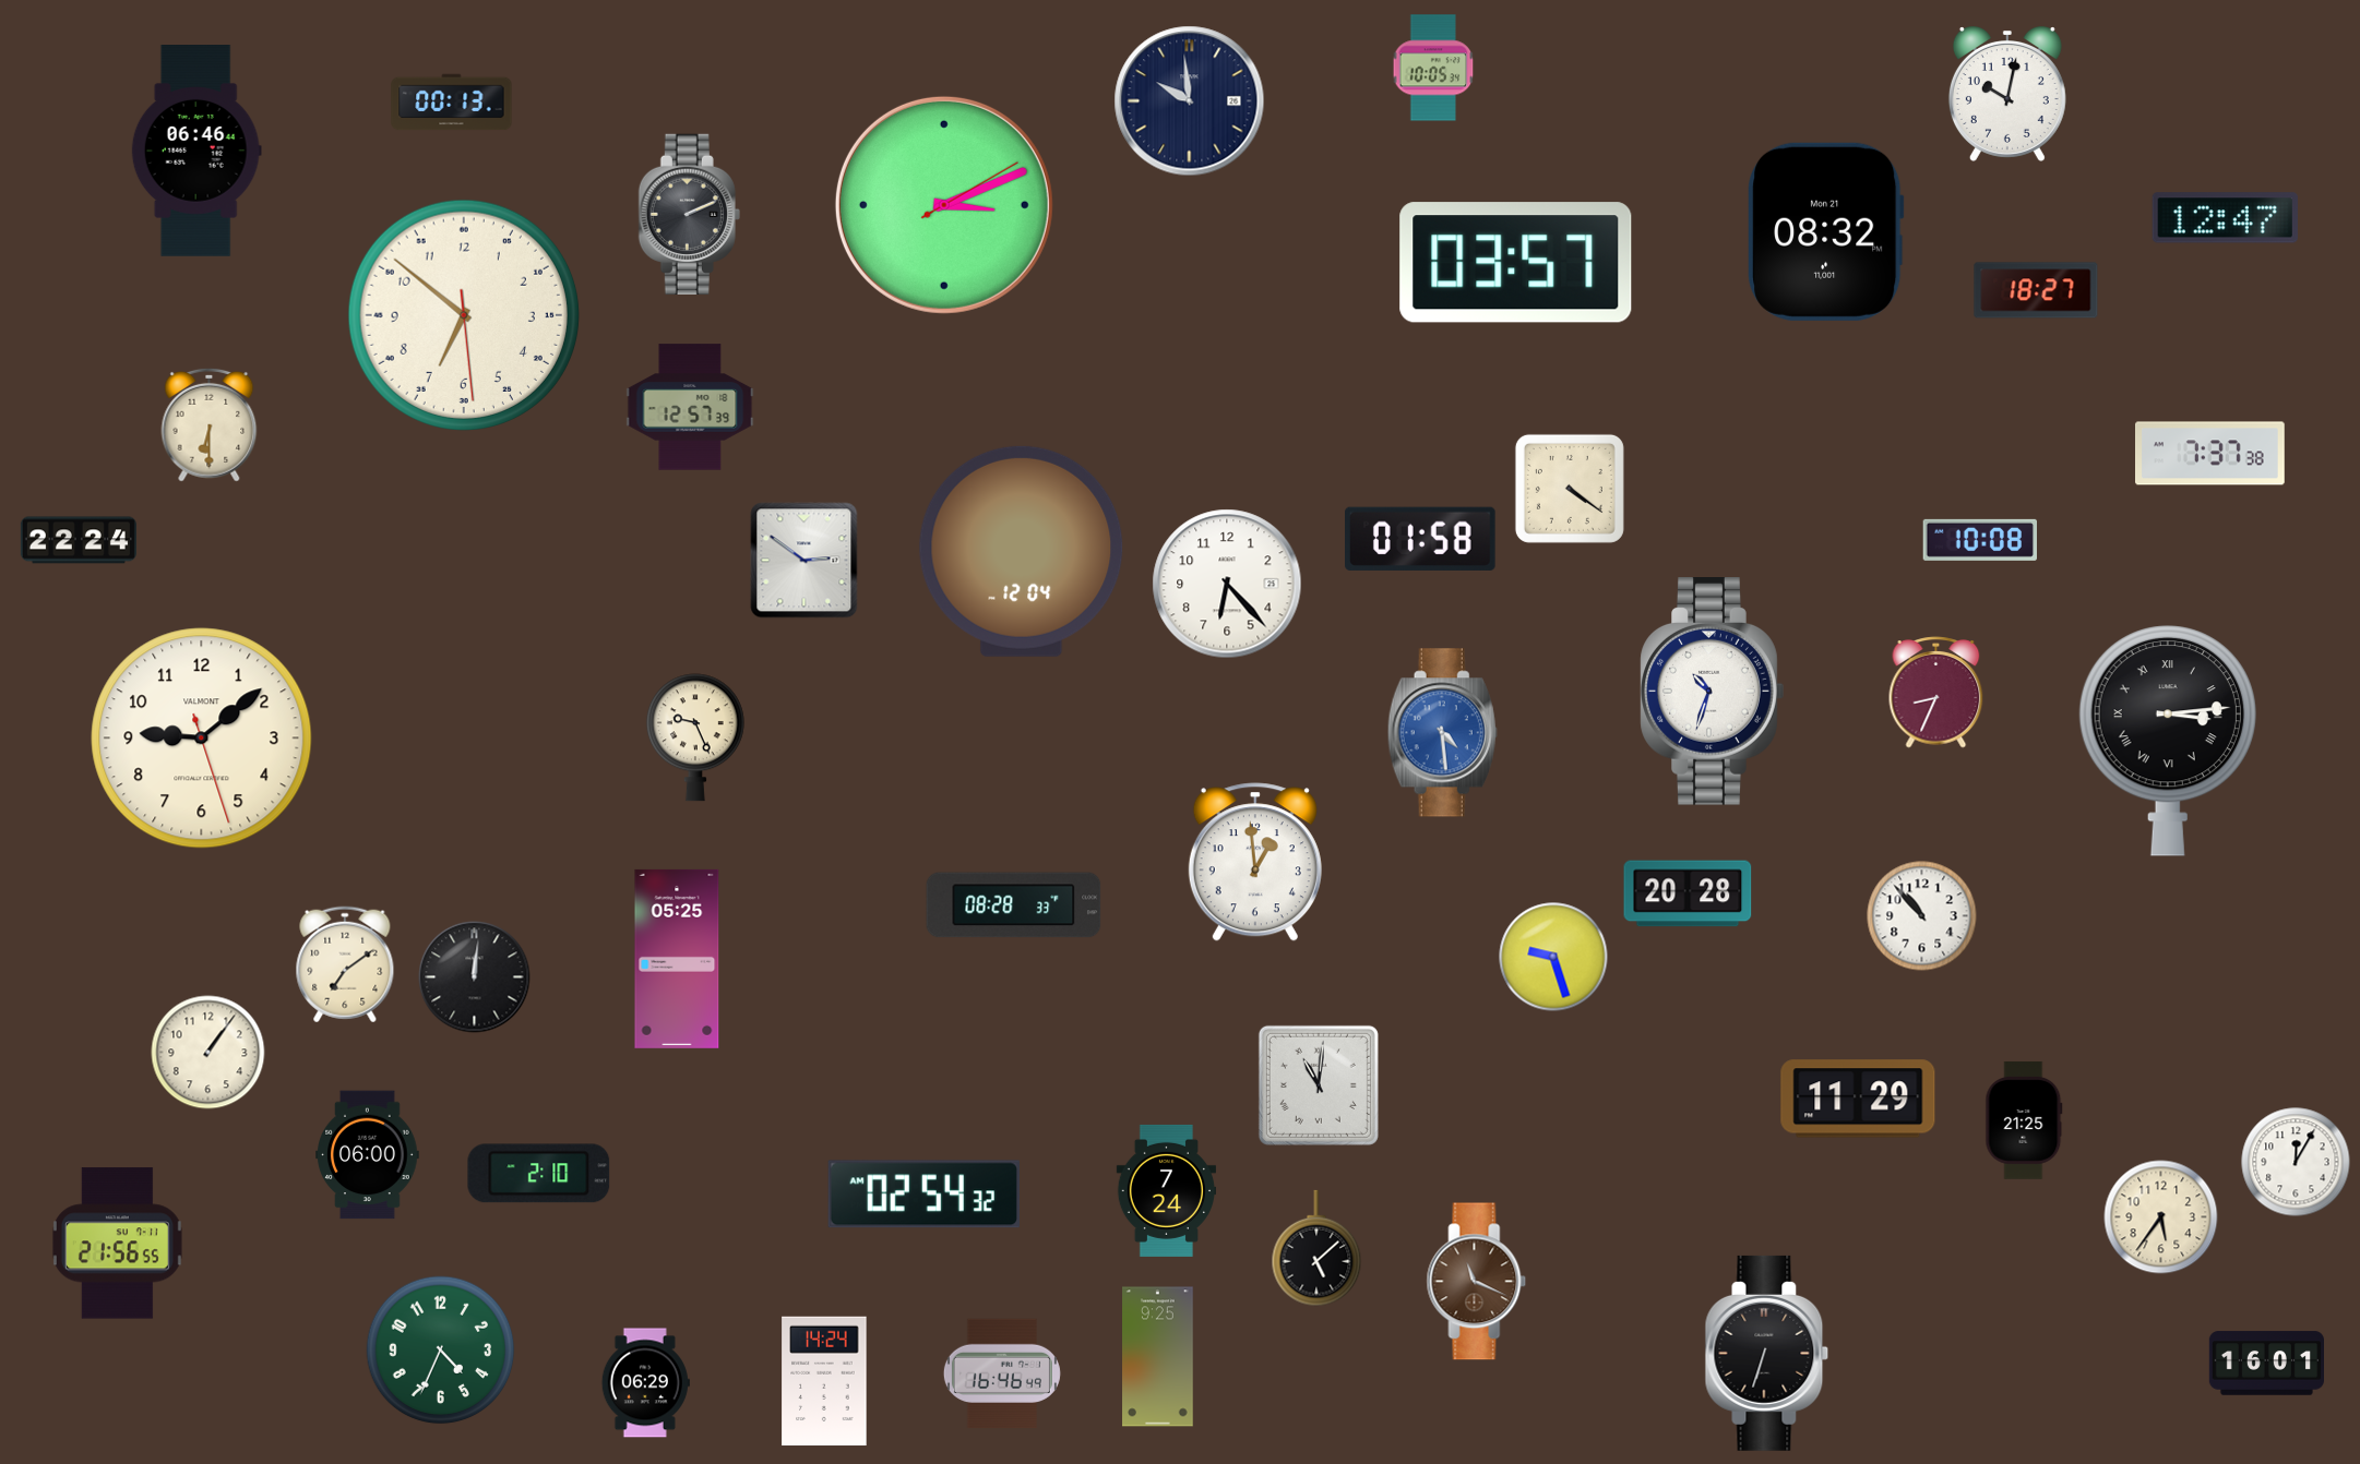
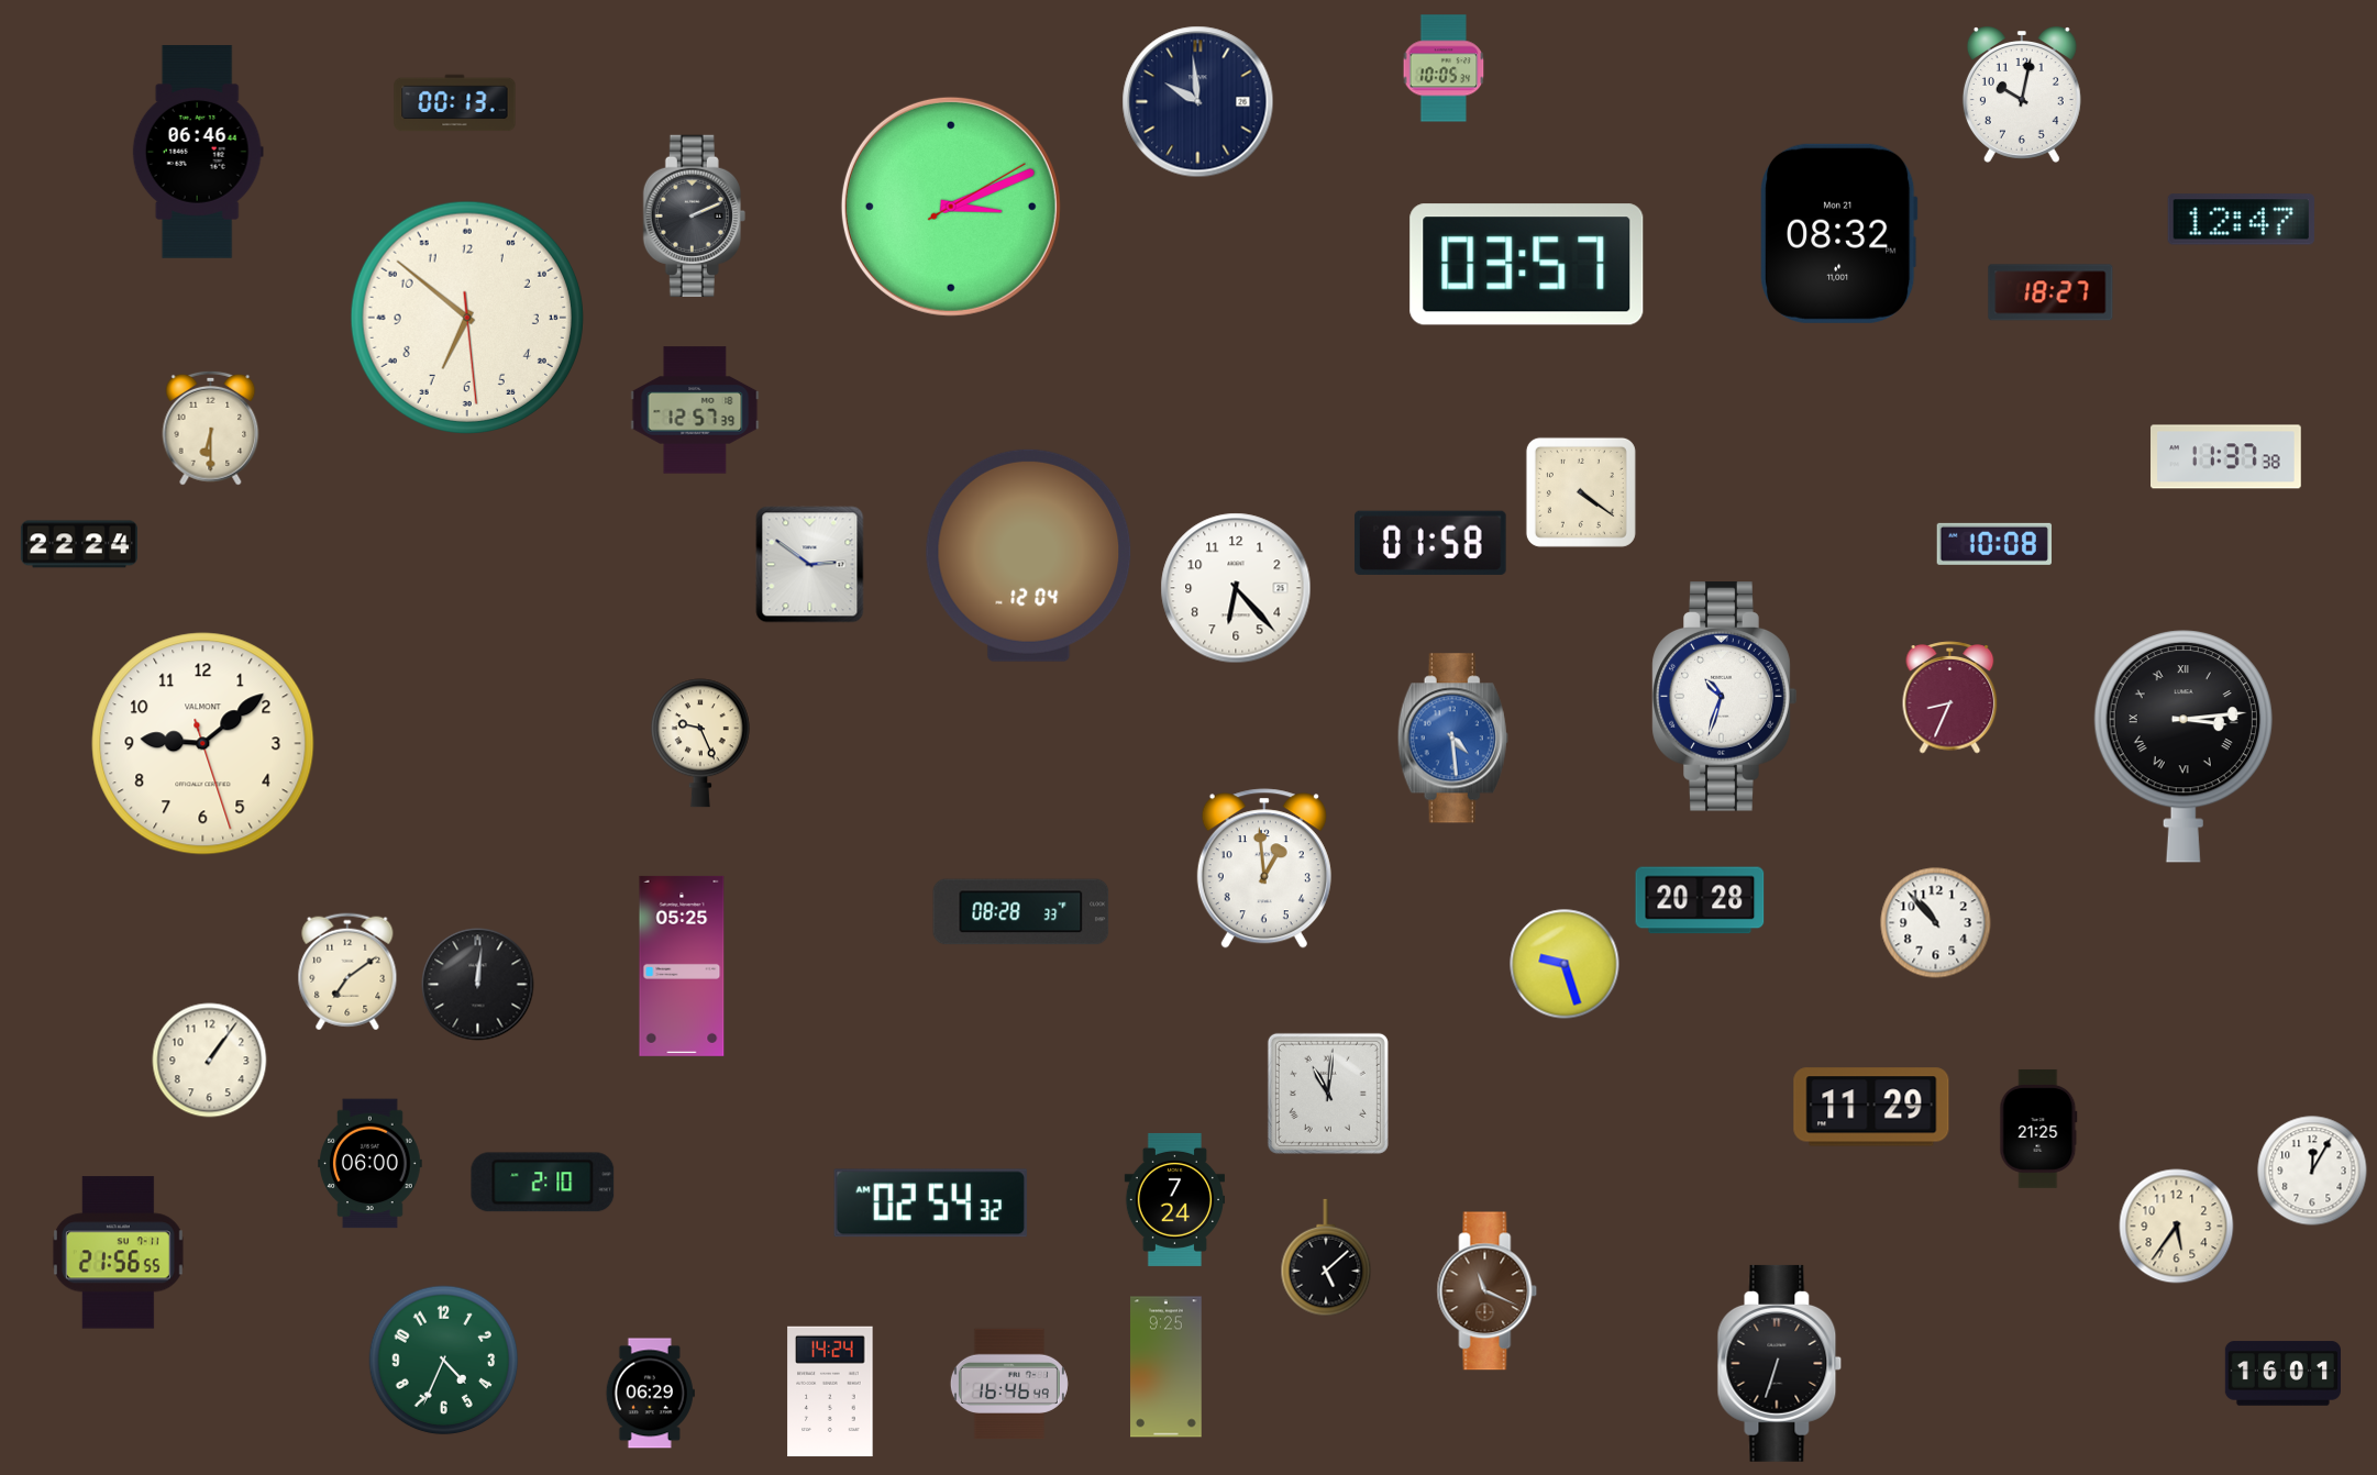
clock at (2210, 454): 7:37 -> 11:37
